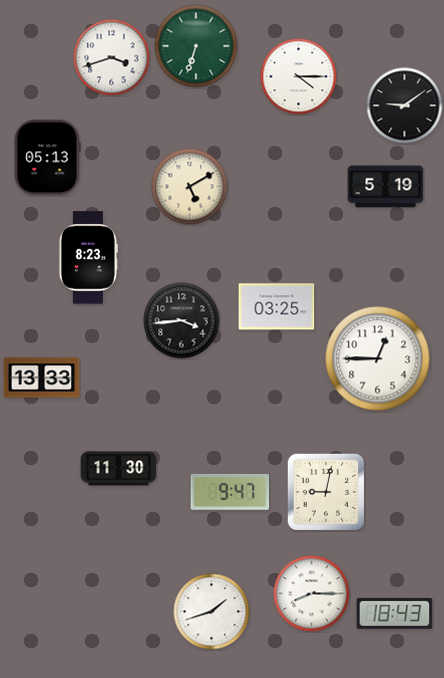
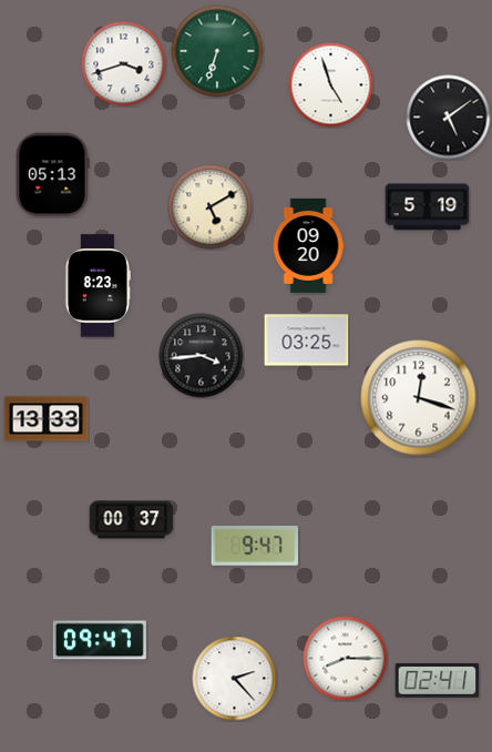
clock at (299, 77): 4:15 -> 4:57
clock at (405, 106): 9:09 -> 5:09
clock at (308, 245): none -> 09:20
clock at (378, 359): 12:45 -> 12:18
clock at (119, 469): 11:30 -> 00:37
clock at (326, 492): 9:02 -> none
clock at (100, 640): none -> 09:47
clock at (212, 612): 1:42 -> 2:23
clock at (395, 614): 18:43 -> 02:41
